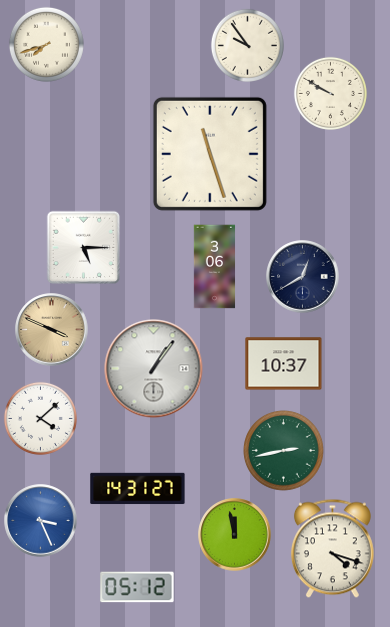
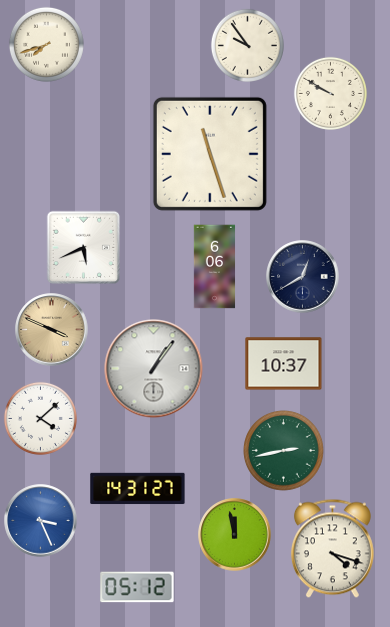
clock at (84, 248): 5:15 -> 5:41
clock at (215, 267): 3:06 -> 6:06
